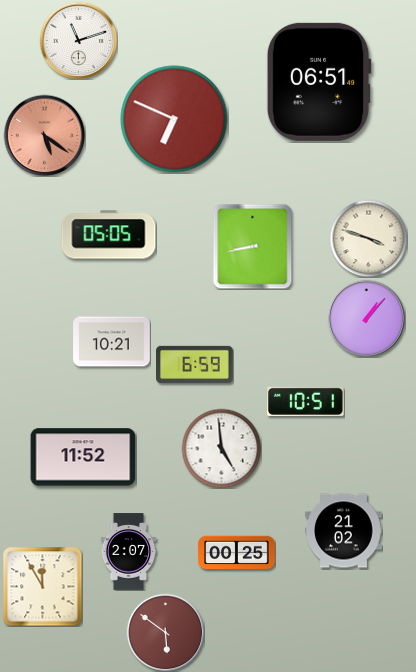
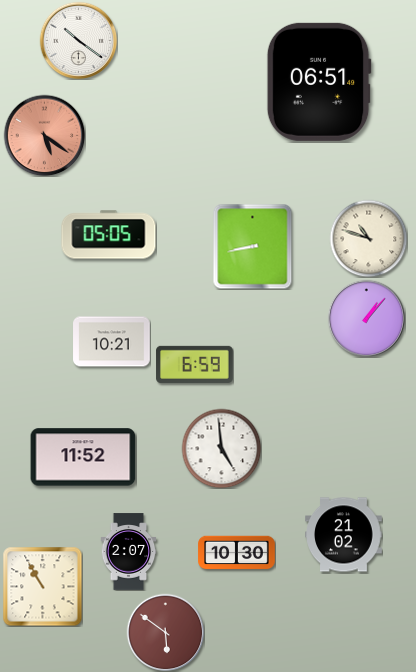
clock at (78, 40): 11:12 -> 10:21
clock at (174, 119): 6:49 -> none
clock at (368, 238): 3:48 -> 10:48
clock at (306, 401): 10:51 -> none
clock at (344, 531) position: (344, 531) -> (344, 535)
clock at (237, 553): 00:25 -> 10:30
clock at (42, 586): 11:55 -> 10:55
